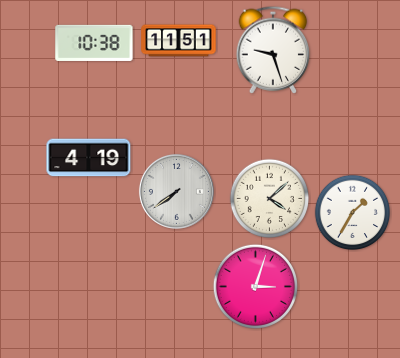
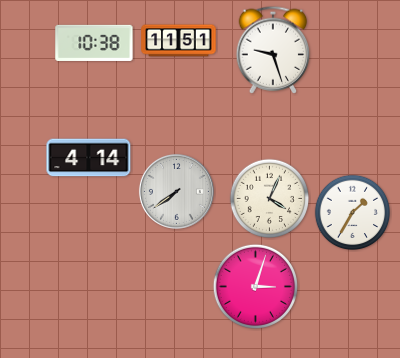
clock at (89, 158): 4:19 -> 4:14
clock at (270, 199): 4:08 -> 4:04
